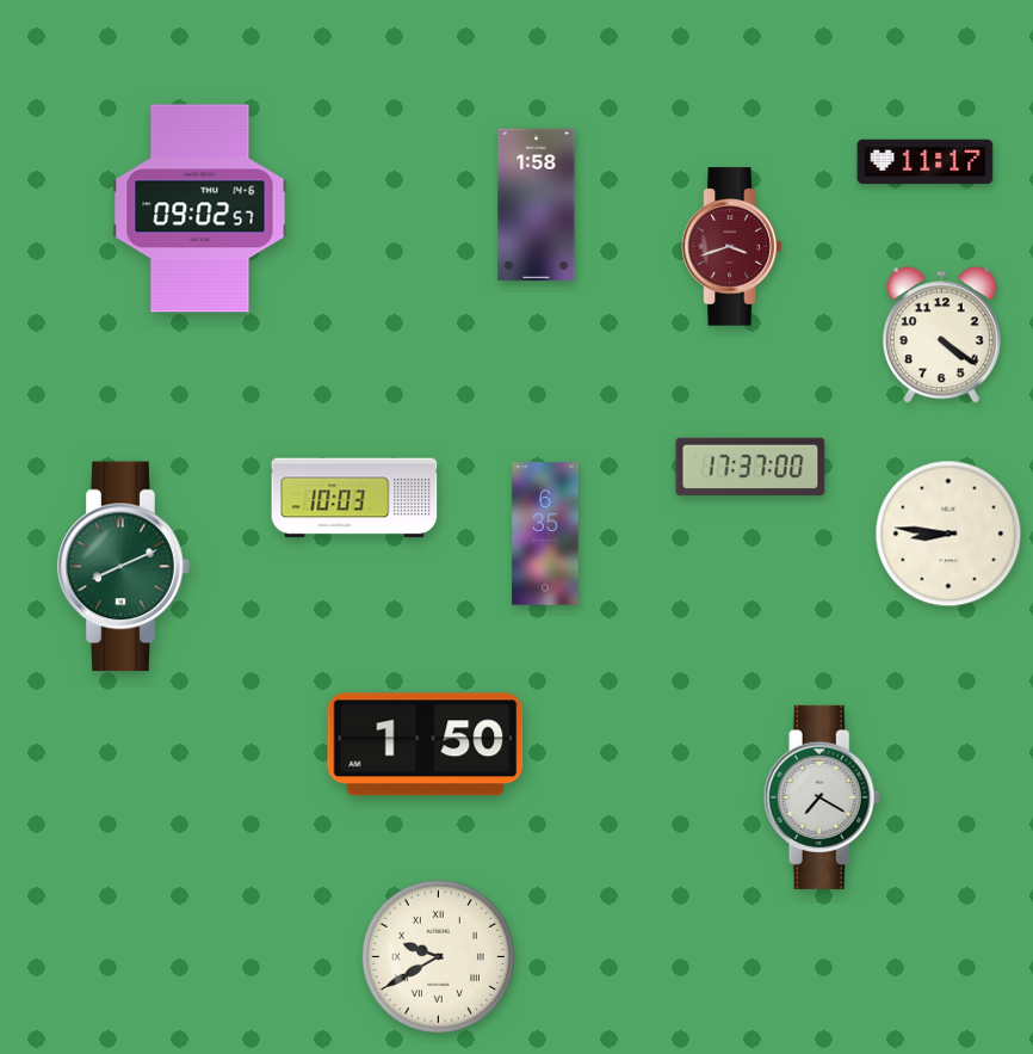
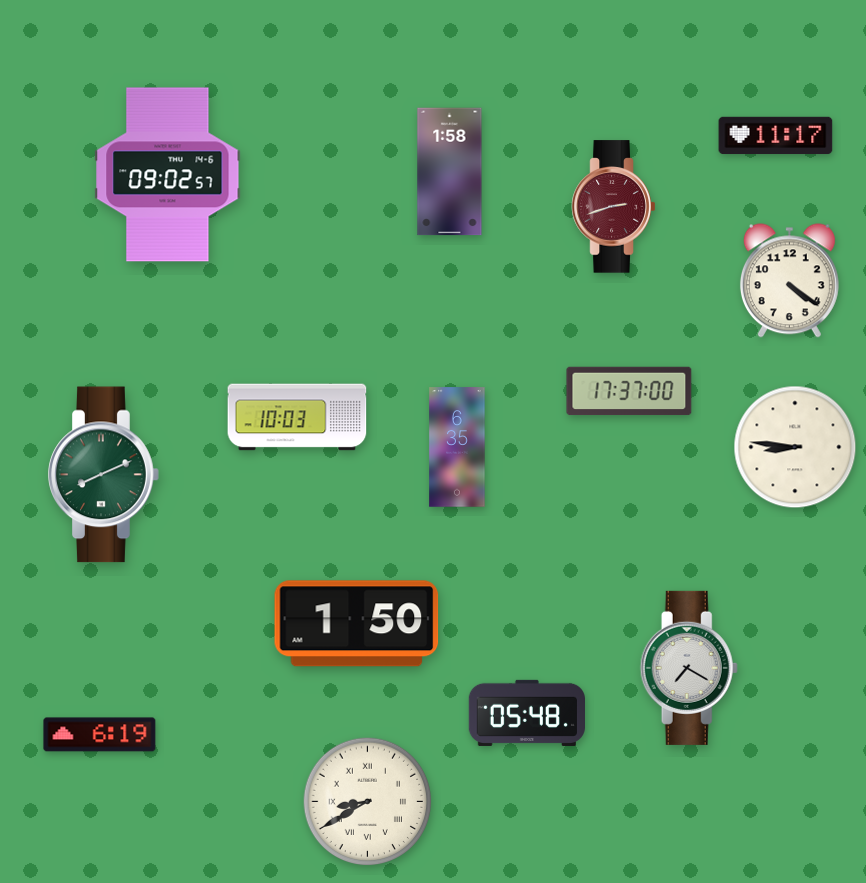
clock at (732, 247): 3:42 -> 2:42
clock at (526, 713): none -> 05:48
clock at (100, 735): none -> 6:19
clock at (439, 957): 9:40 -> 8:40
